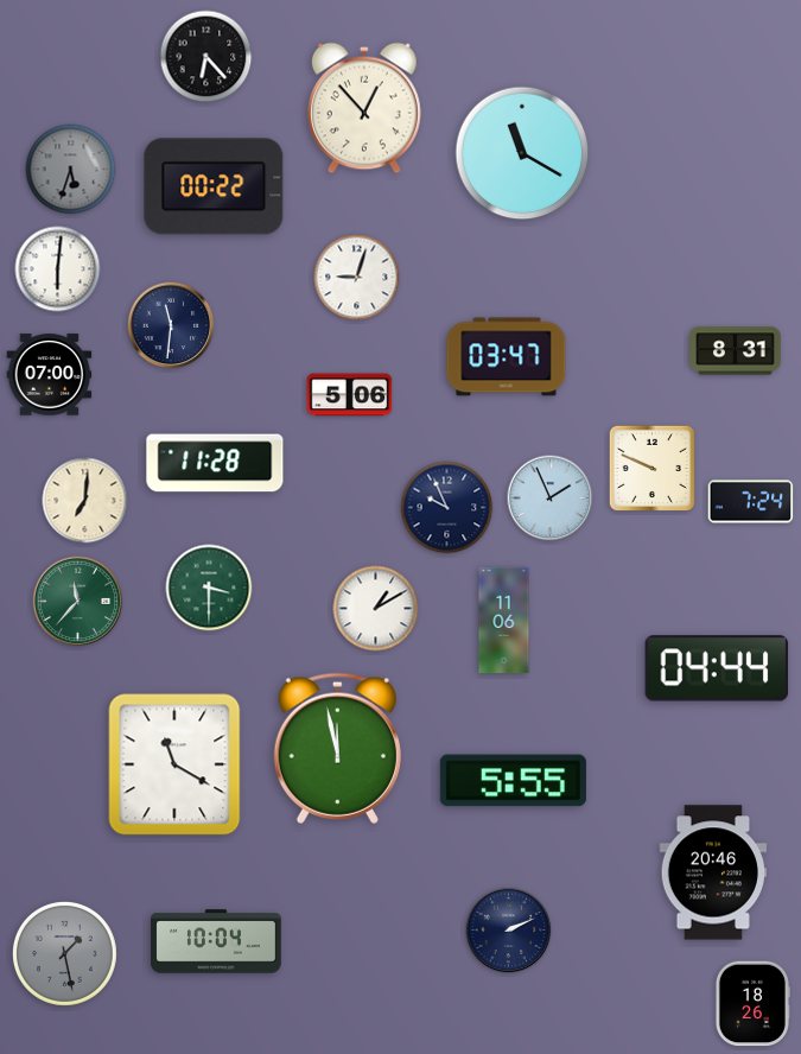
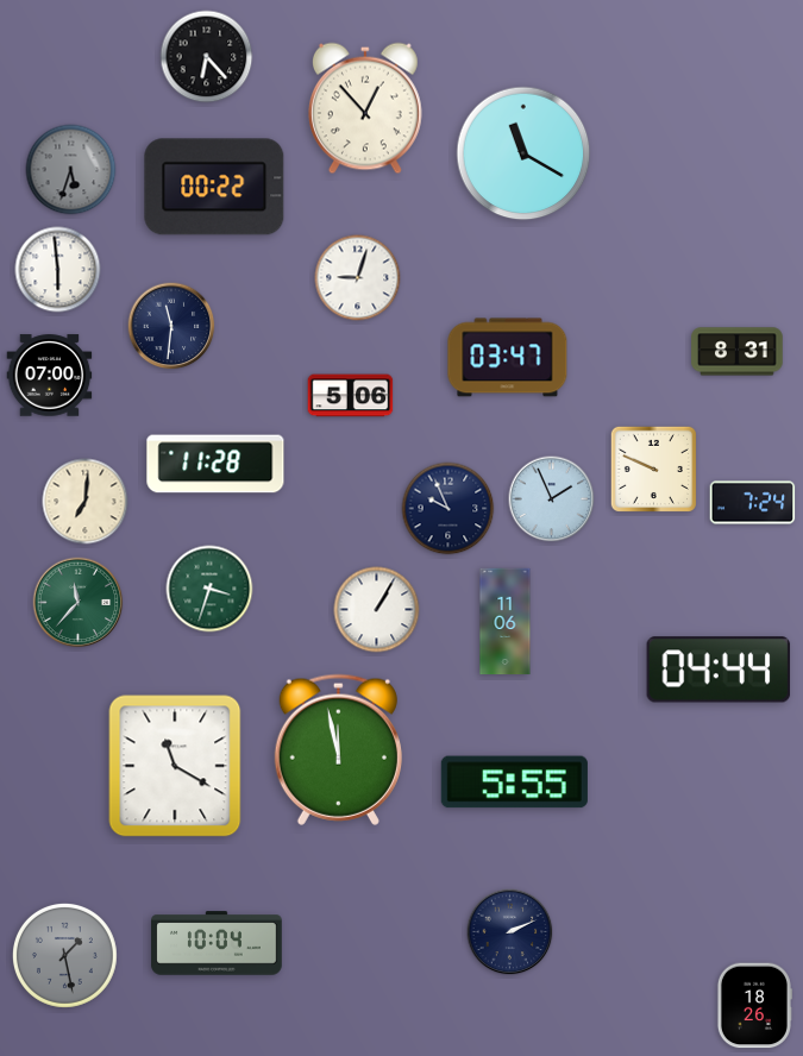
clock at (58, 269): 6:01 -> 5:59
clock at (209, 588): 3:30 -> 3:33
clock at (376, 609): 1:10 -> 1:05
clock at (712, 872): 20:46 -> none
